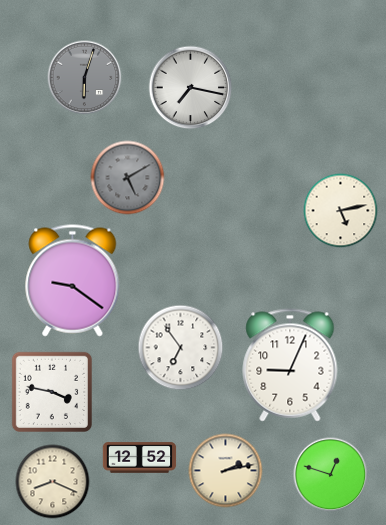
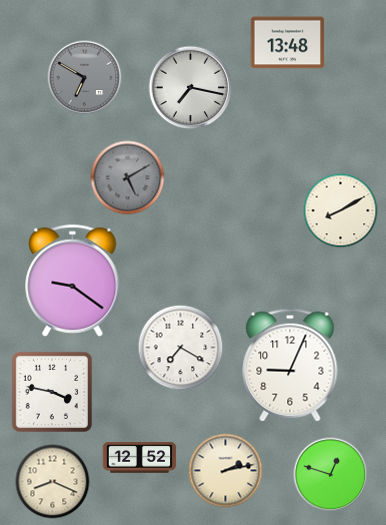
clock at (288, 43): none -> 13:48
clock at (85, 78): 6:03 -> 6:50
clock at (341, 211): 5:13 -> 8:10
clock at (181, 348): 6:54 -> 7:20
